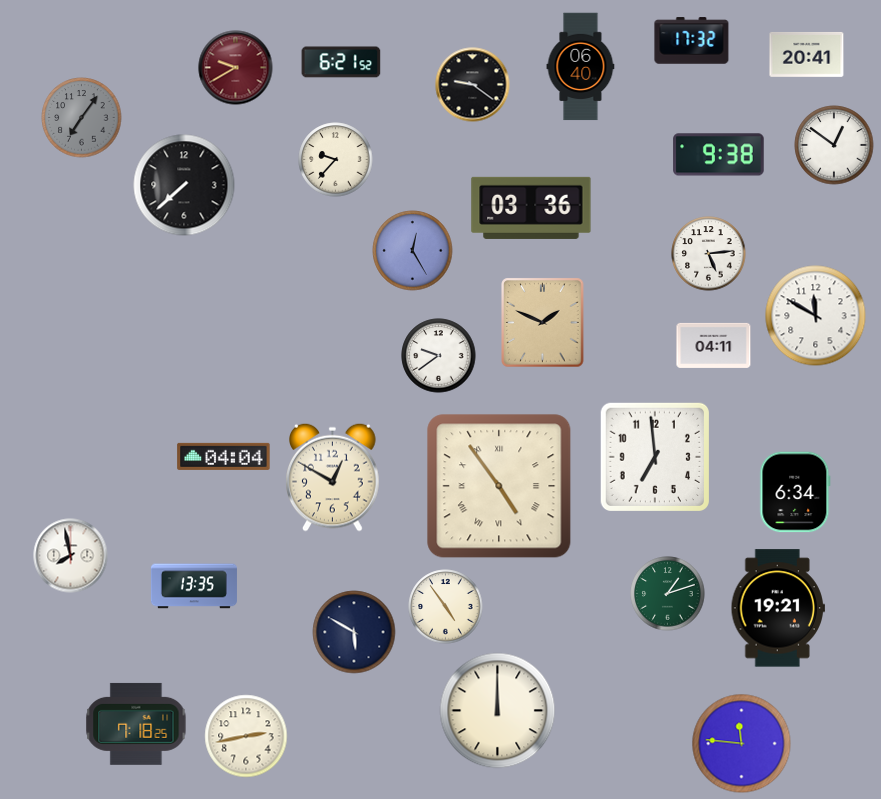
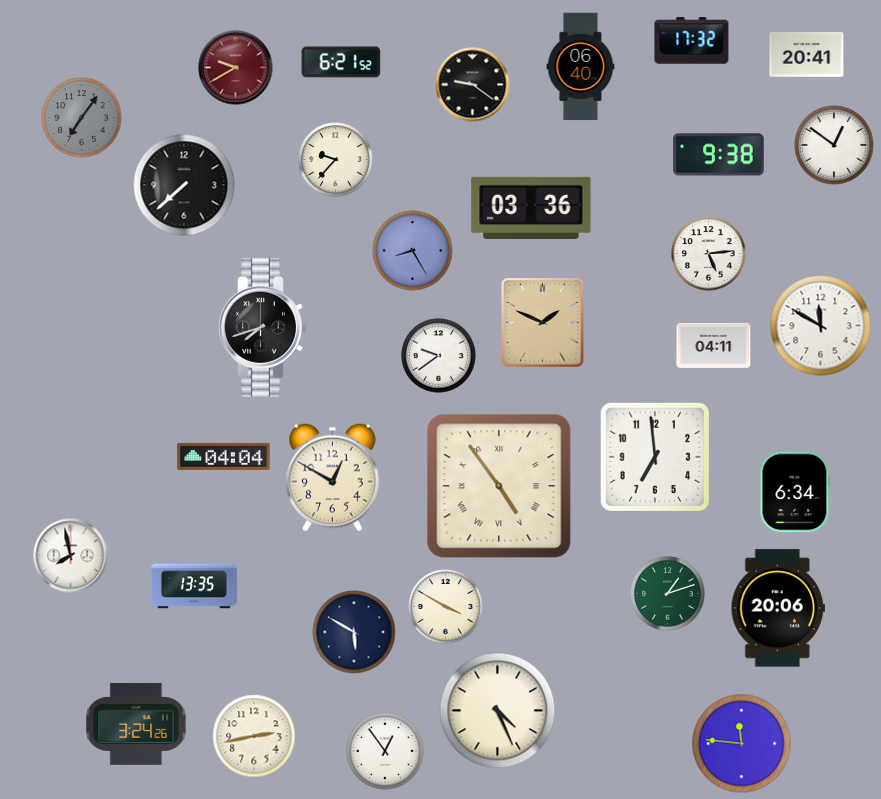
clock at (413, 251): 12:25 -> 8:25
clock at (816, 316) position: (816, 316) -> (821, 326)
clock at (263, 327): none -> 7:42
clock at (446, 607): 4:54 -> 3:50
clock at (778, 608): 19:21 -> 20:06
clock at (498, 711): 12:00 -> 4:26
clock at (136, 724): 7:18 -> 3:24
clock at (246, 736) position: (246, 736) -> (254, 736)
clock at (385, 751): none -> 12:54
